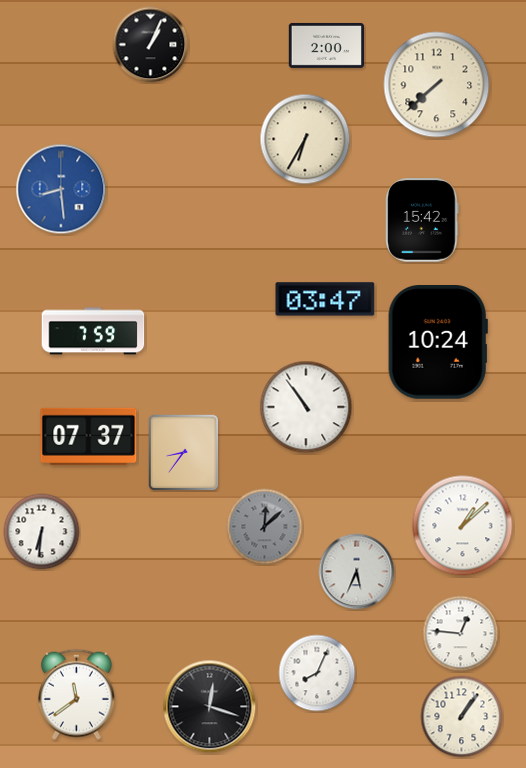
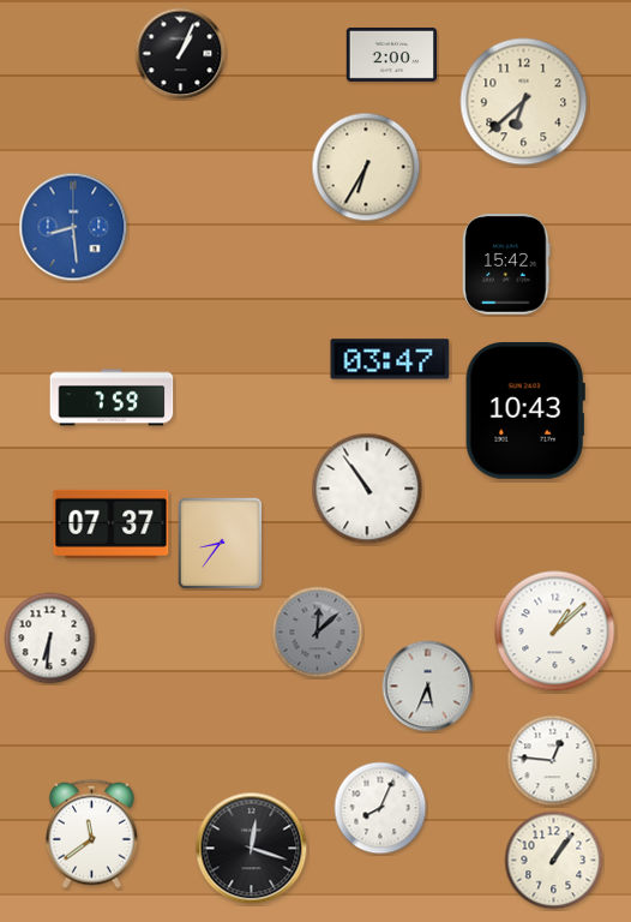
clock at (437, 85): 7:38 -> 6:38
clock at (438, 343): 10:24 -> 10:43
clock at (89, 436) position: (89, 436) -> (112, 523)
